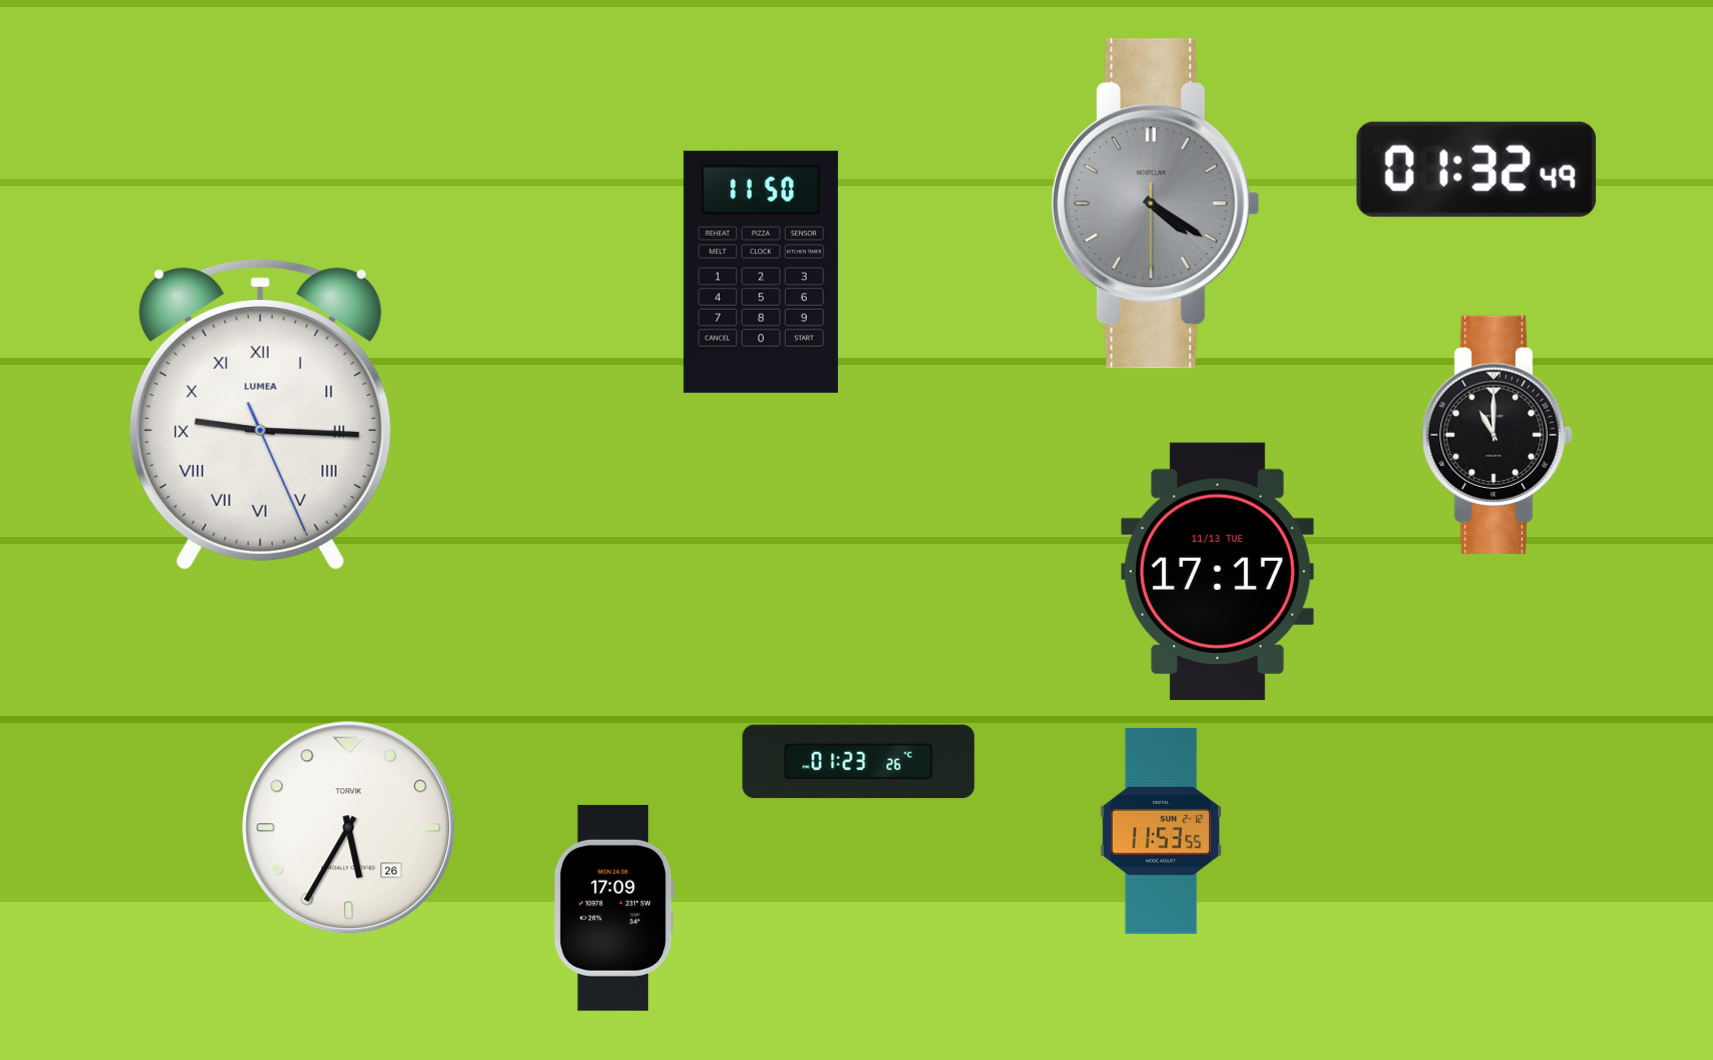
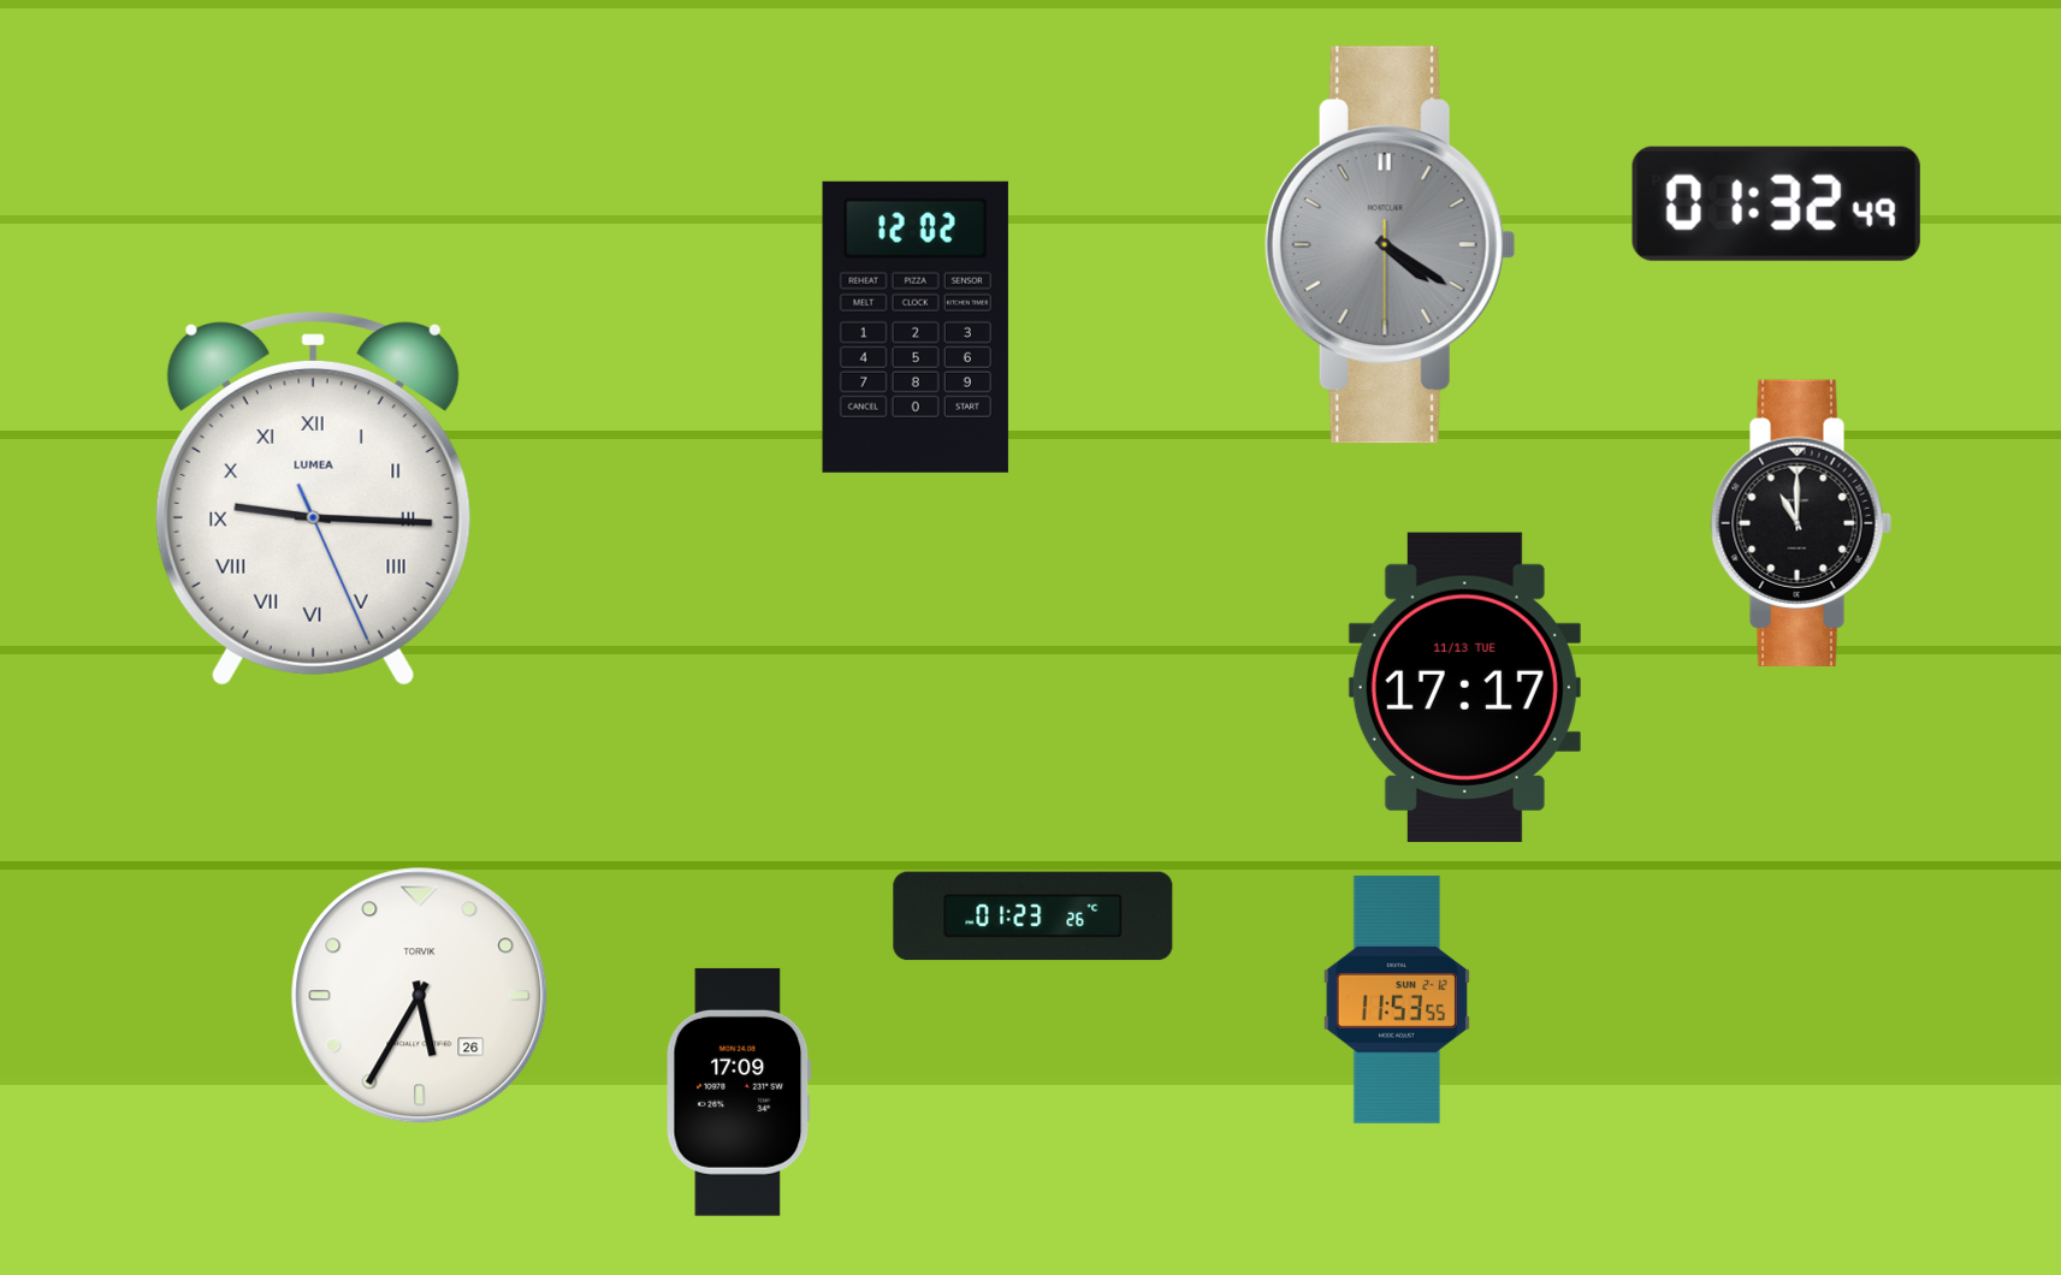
clock at (761, 272): 11:50 -> 12:02
